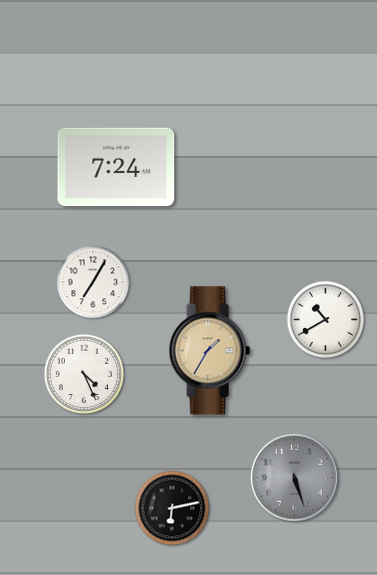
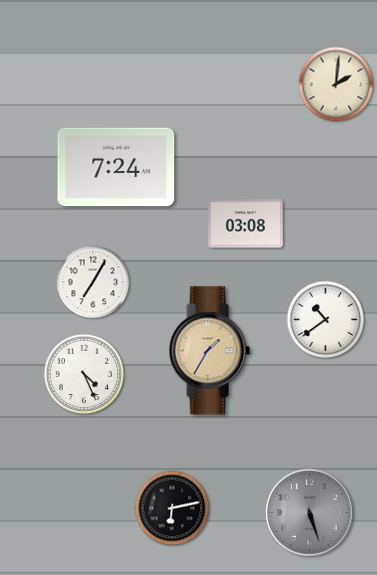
clock at (336, 84): none -> 2:01
clock at (246, 224): none -> 03:08
clock at (326, 320): 10:40 -> 10:39
clock at (295, 478) position: (295, 478) -> (310, 513)
